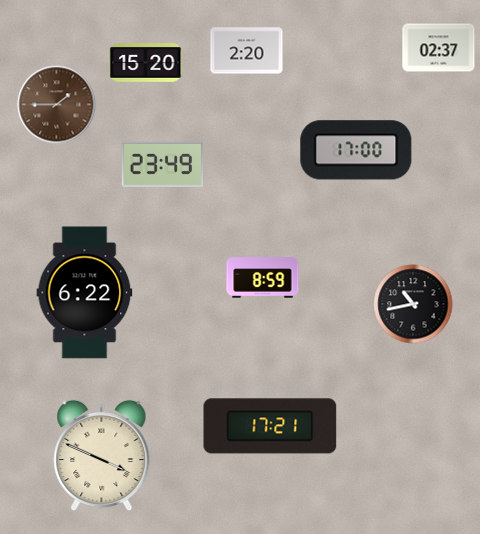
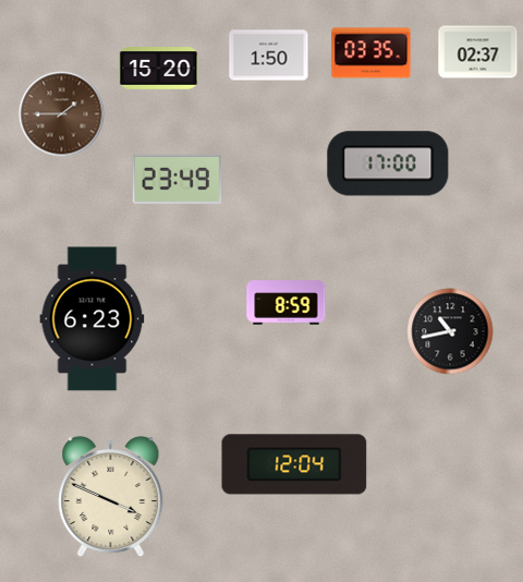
clock at (372, 53): none -> 03:35
clock at (247, 51): 2:20 -> 1:50
clock at (85, 293): 6:22 -> 6:23
clock at (270, 426): 17:21 -> 12:04
